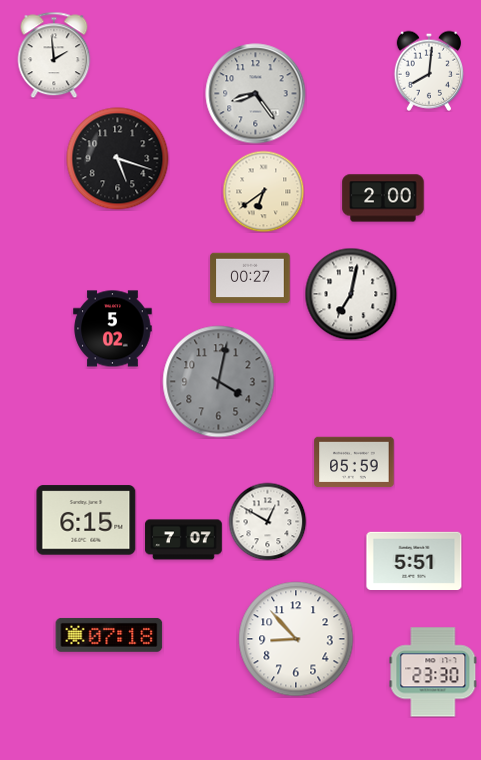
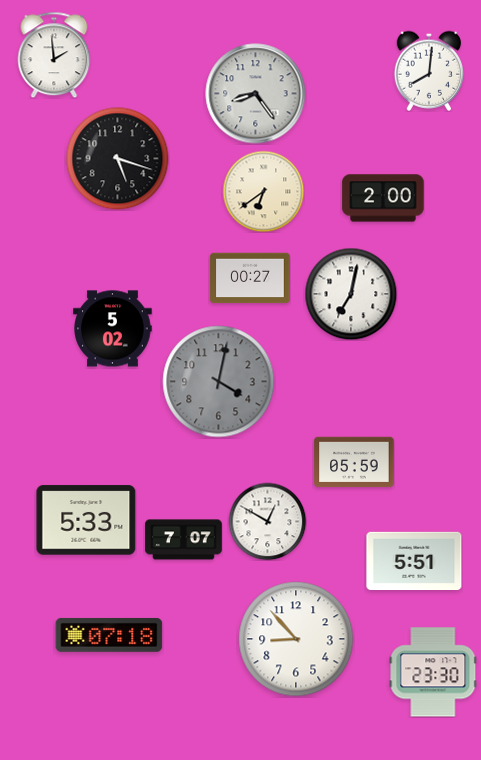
clock at (86, 520): 6:15 -> 5:33
